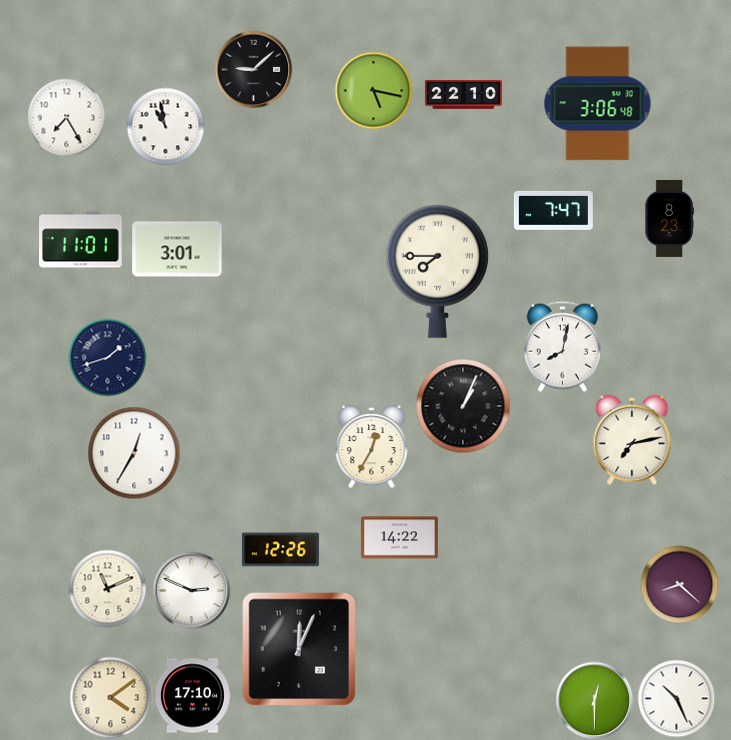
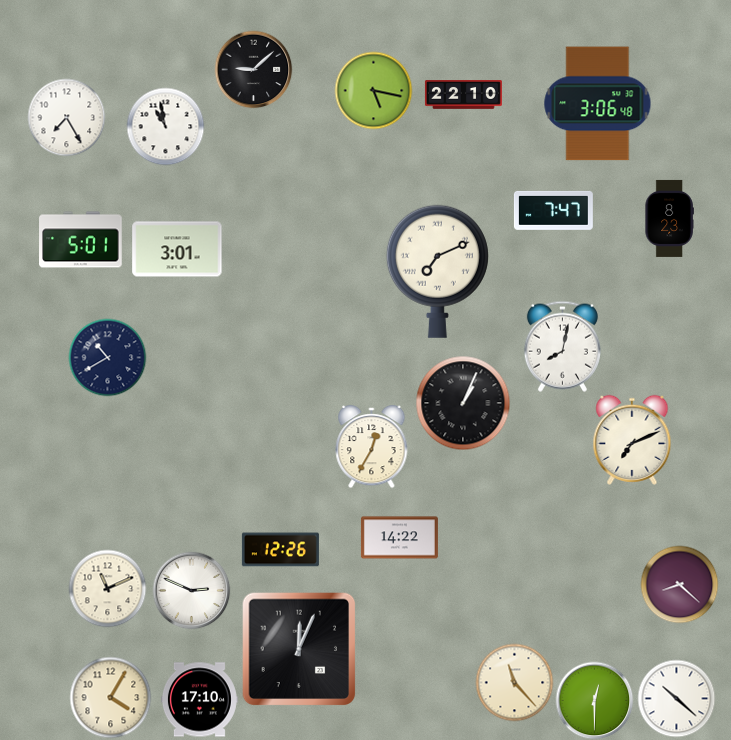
clock at (81, 240): 11:01 -> 5:01
clock at (437, 271): 7:45 -> 7:11
clock at (107, 357): 1:42 -> 10:40
clock at (463, 406) position: (463, 406) -> (463, 403)
clock at (632, 440): 7:13 -> 7:11
clock at (134, 453): 12:35 -> none
clock at (514, 682): none -> 11:23
clock at (192, 696) position: (192, 696) -> (199, 700)
clock at (110, 697): 4:09 -> 4:05
clock at (676, 698): 10:26 -> 10:22
